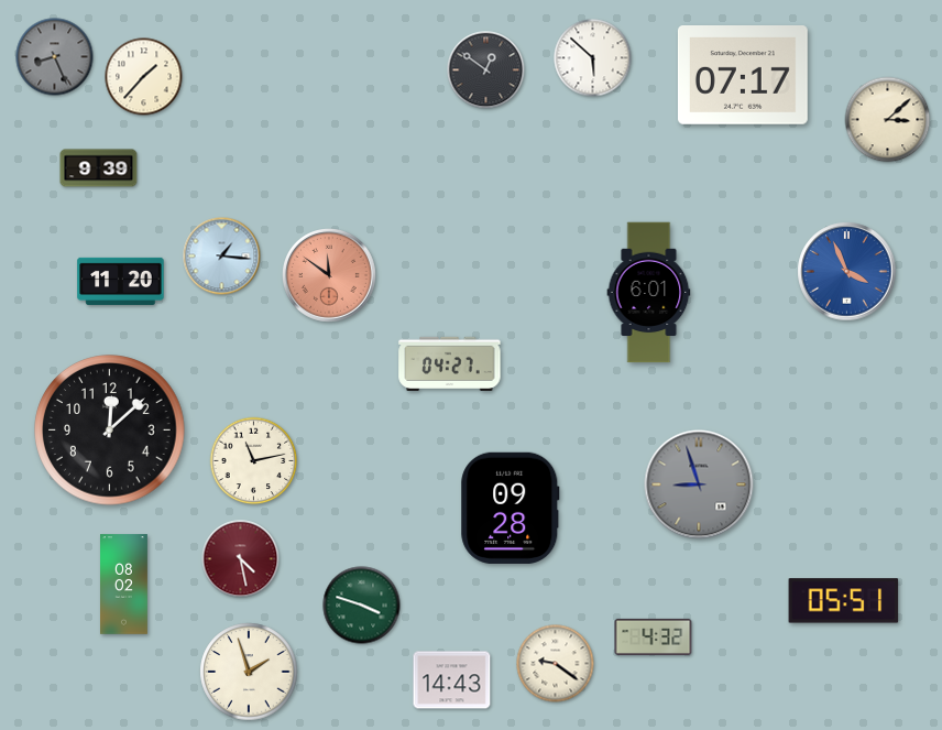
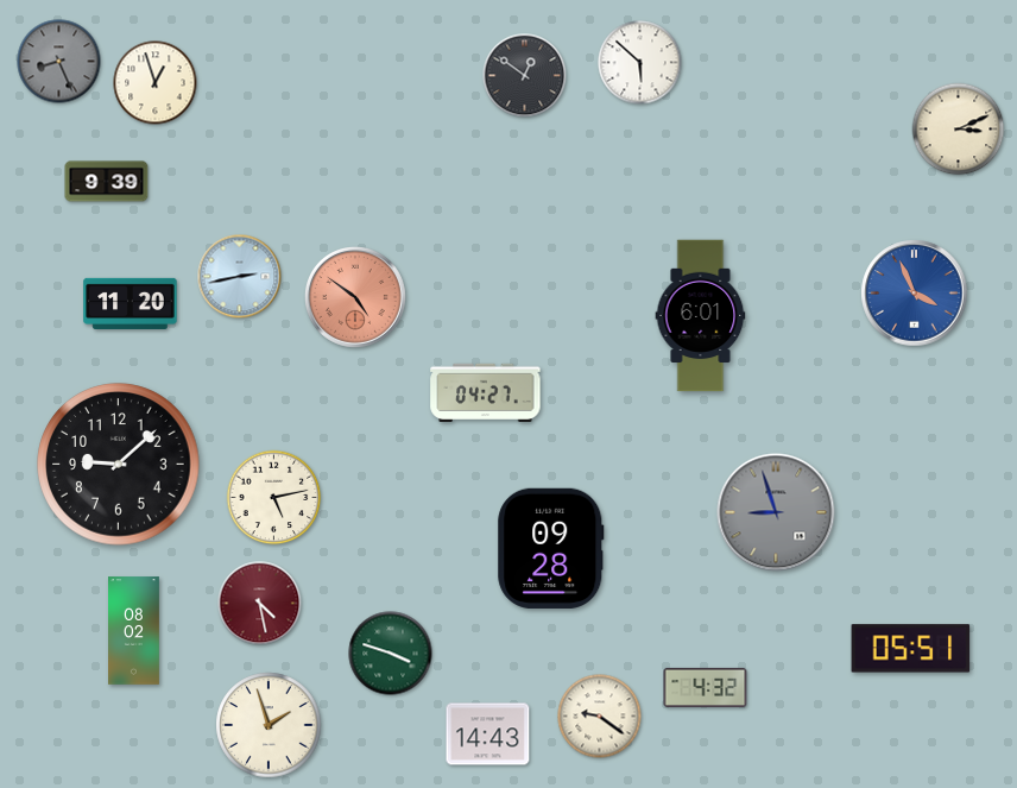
clock at (743, 76): 07:17 -> none
clock at (144, 77): 1:37 -> 12:57
clock at (888, 120): 3:08 -> 3:11
clock at (222, 257): 1:16 -> 2:43
clock at (330, 276): 11:51 -> 4:51
clock at (110, 431): 12:08 -> 9:08
clock at (254, 461): 11:13 -> 5:13
clock at (699, 484) position: (699, 484) -> (776, 512)
